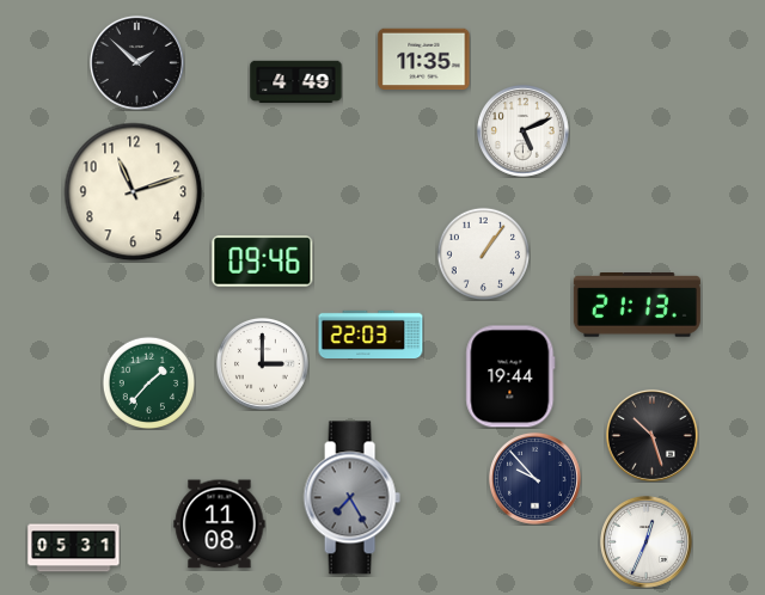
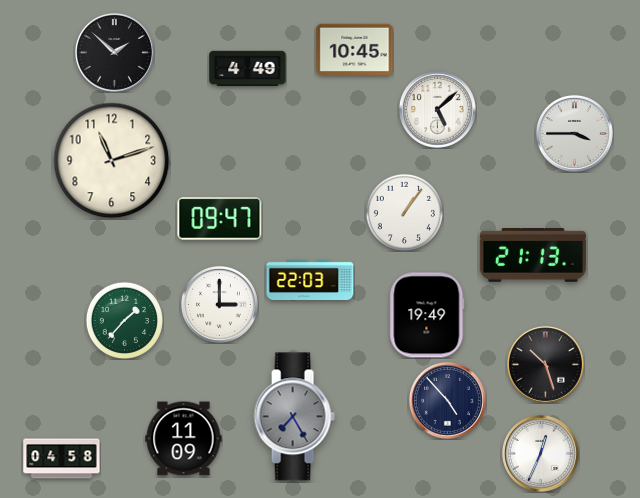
clock at (424, 60): 11:35 -> 10:45
clock at (522, 130): 5:11 -> 5:08
clock at (574, 133): none -> 3:45
clock at (263, 262): 09:46 -> 09:47
clock at (510, 376): 19:44 -> 19:49
clock at (534, 478): 9:53 -> 4:53
clock at (220, 525): 11:08 -> 11:09
clock at (74, 548): 05:31 -> 04:58
